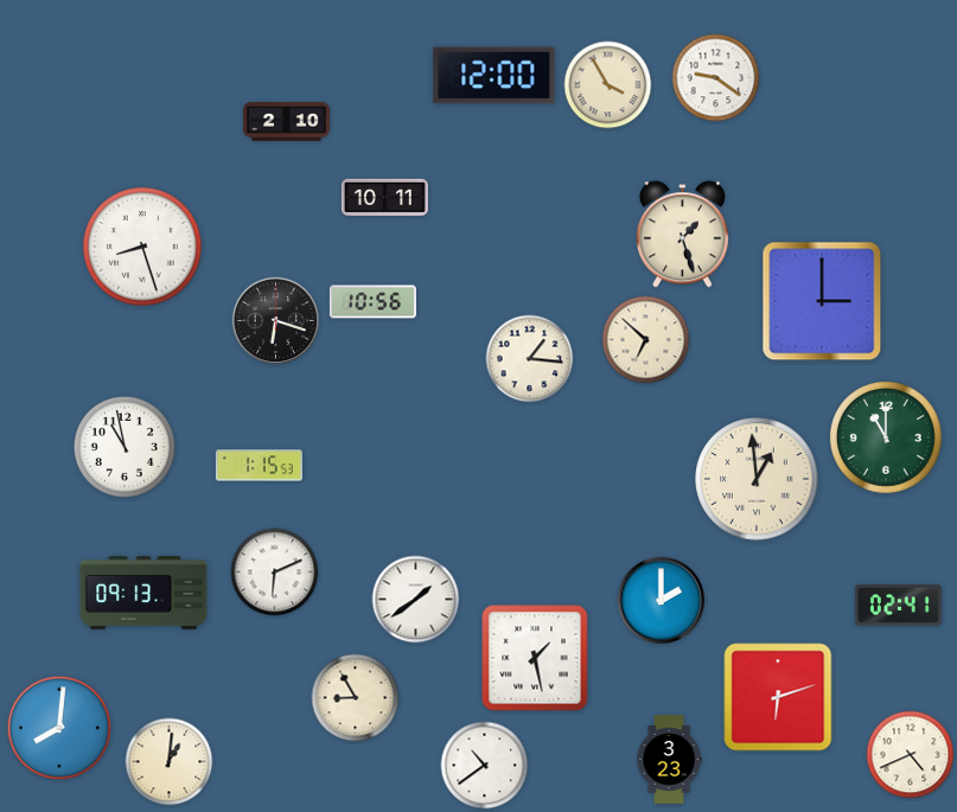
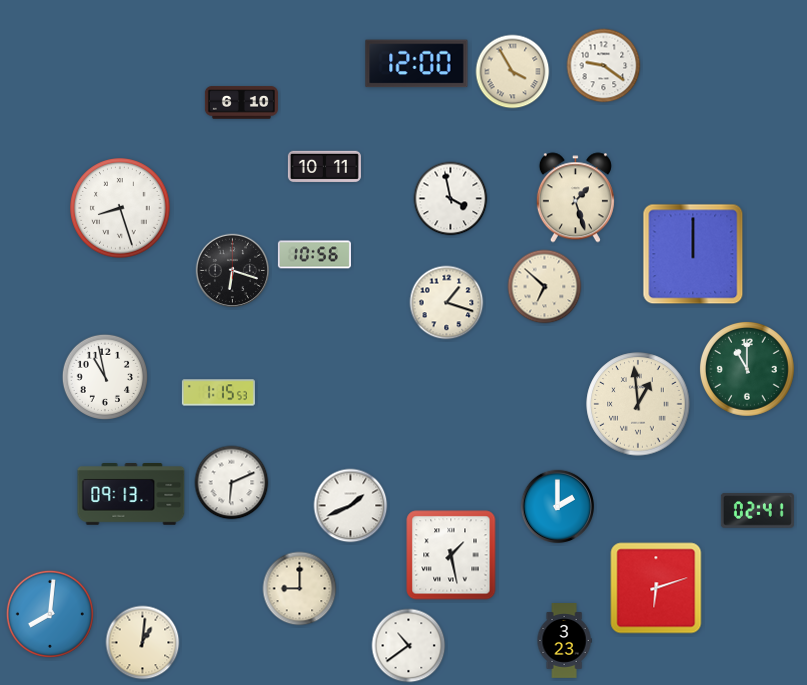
clock at (286, 122): 2:10 -> 6:10
clock at (451, 199): none -> 3:58
clock at (822, 301): 3:00 -> 12:00
clock at (530, 359): 1:16 -> 1:18
clock at (143, 594) position: (143, 594) -> (131, 495)
clock at (416, 600): 1:39 -> 1:41
clock at (356, 698): 8:55 -> 9:00
clock at (911, 755): 4:41 -> none
